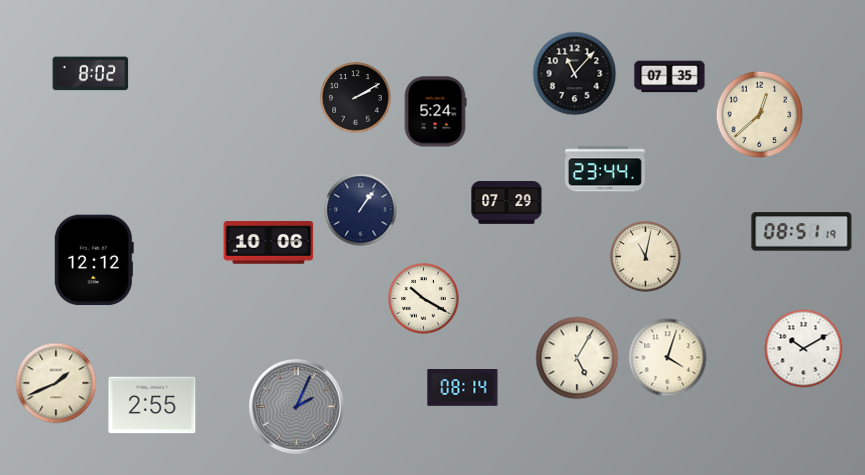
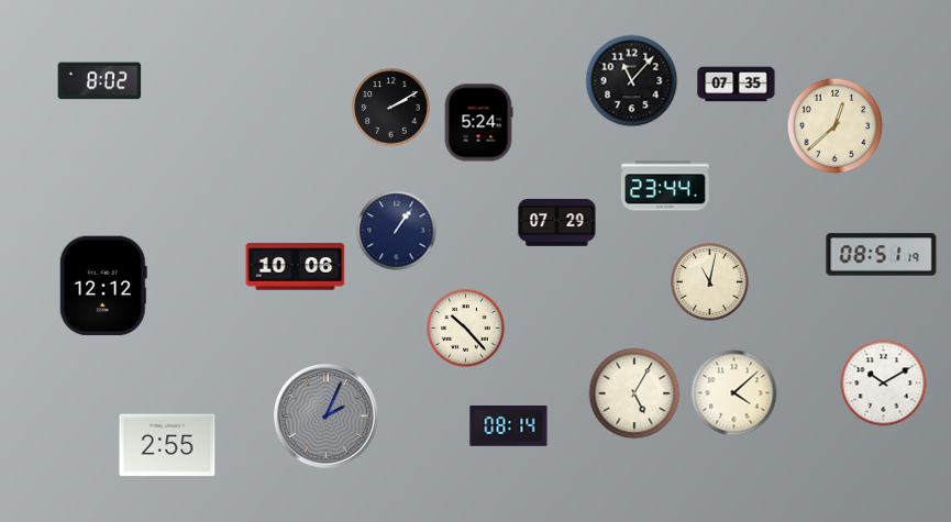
clock at (424, 299): 10:20 -> 10:23
clock at (668, 358): 4:03 -> 4:08
clock at (56, 383): 1:41 -> none
clock at (297, 407) position: (297, 407) -> (327, 417)
